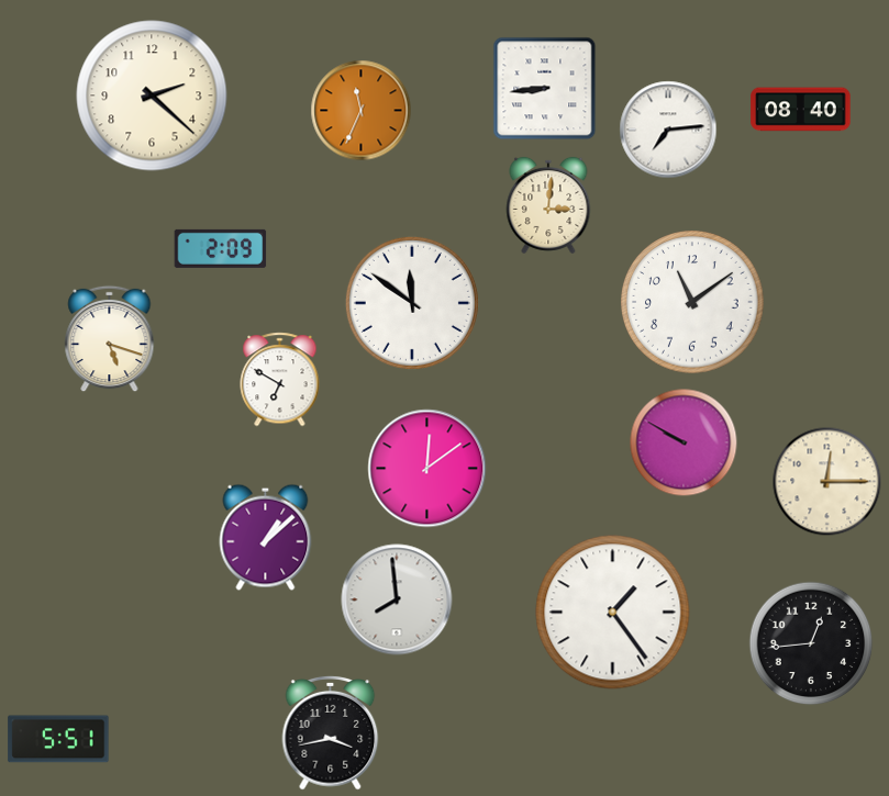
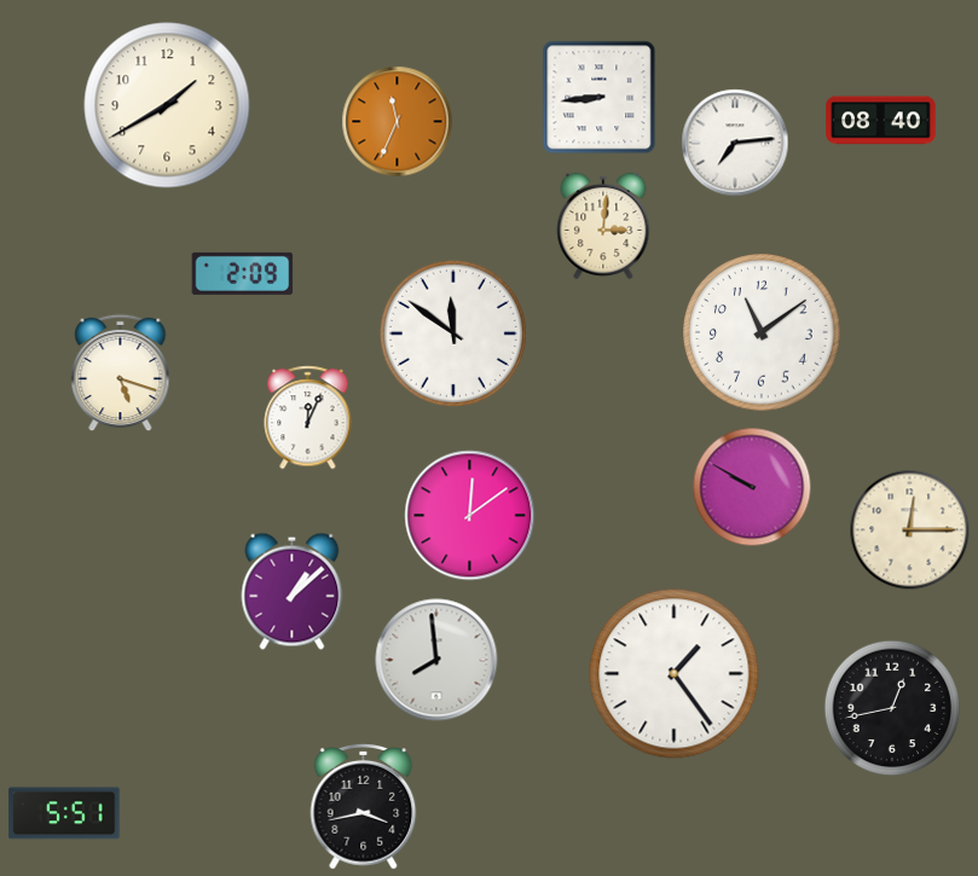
clock at (152, 96): 2:22 -> 1:40
clock at (280, 380): 6:50 -> 12:04
clock at (811, 643): 12:44 -> 12:43
